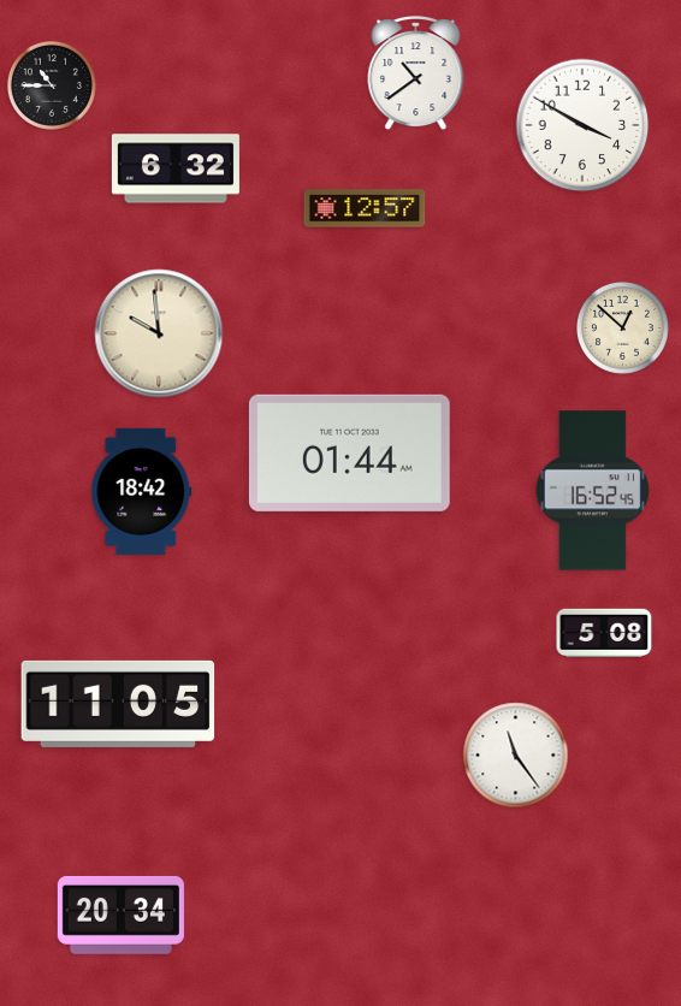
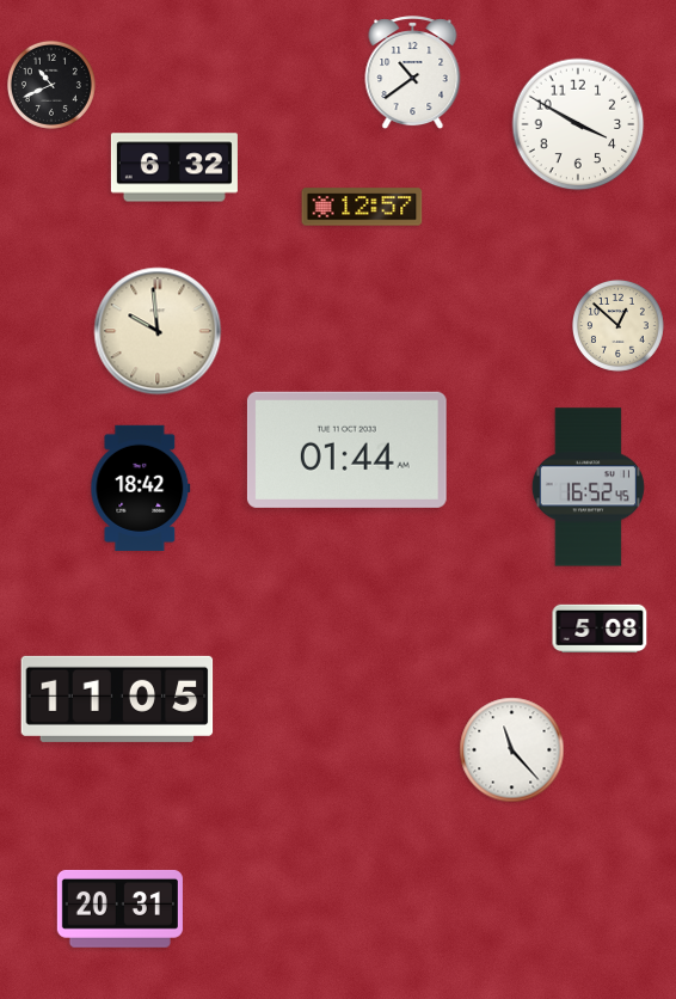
clock at (52, 85): 10:45 -> 10:41
clock at (516, 756): 11:24 -> 11:23
clock at (120, 915): 20:34 -> 20:31
